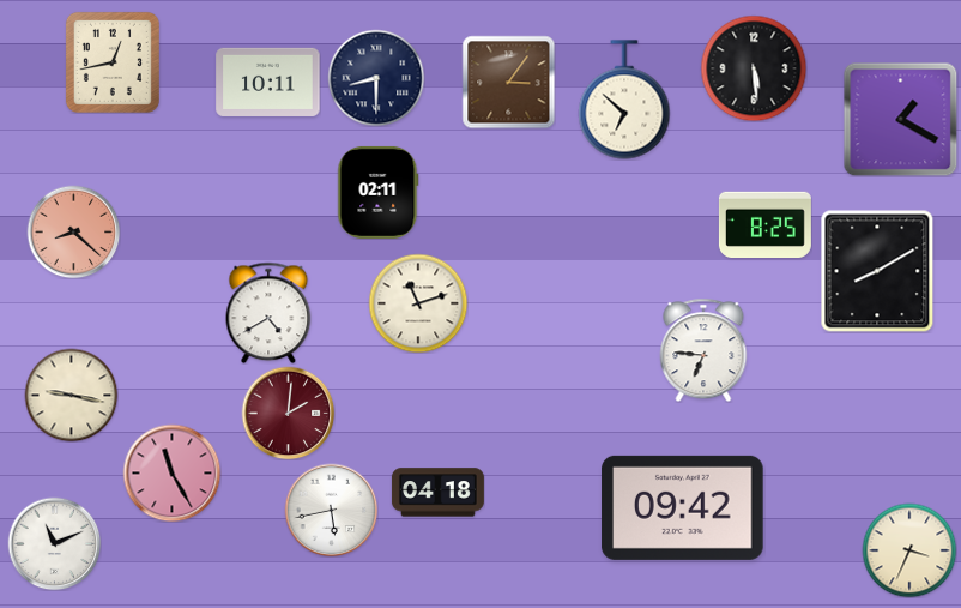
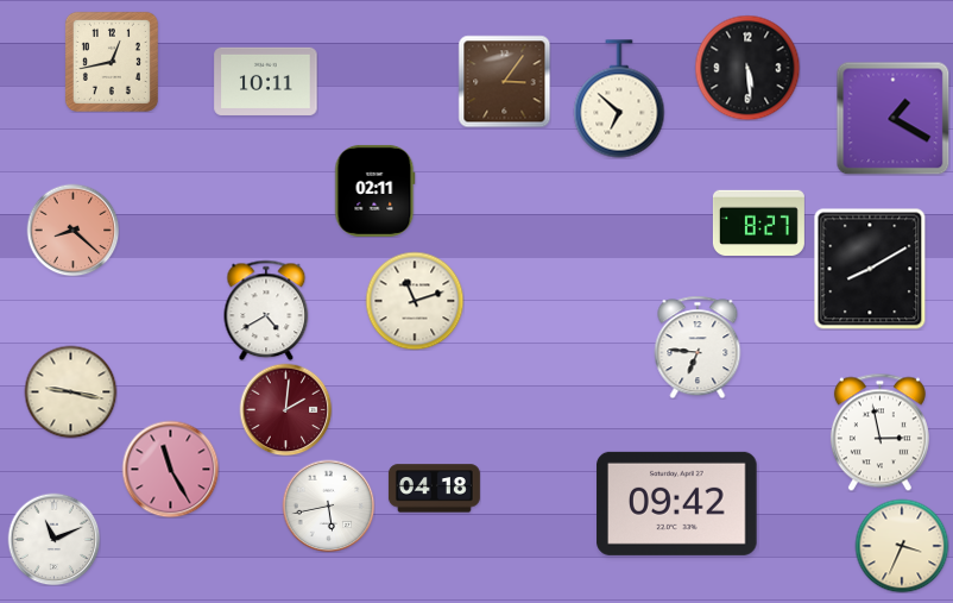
clock at (376, 78): 8:30 -> none
clock at (764, 224): 8:25 -> 8:27
clock at (879, 432): none -> 2:58
